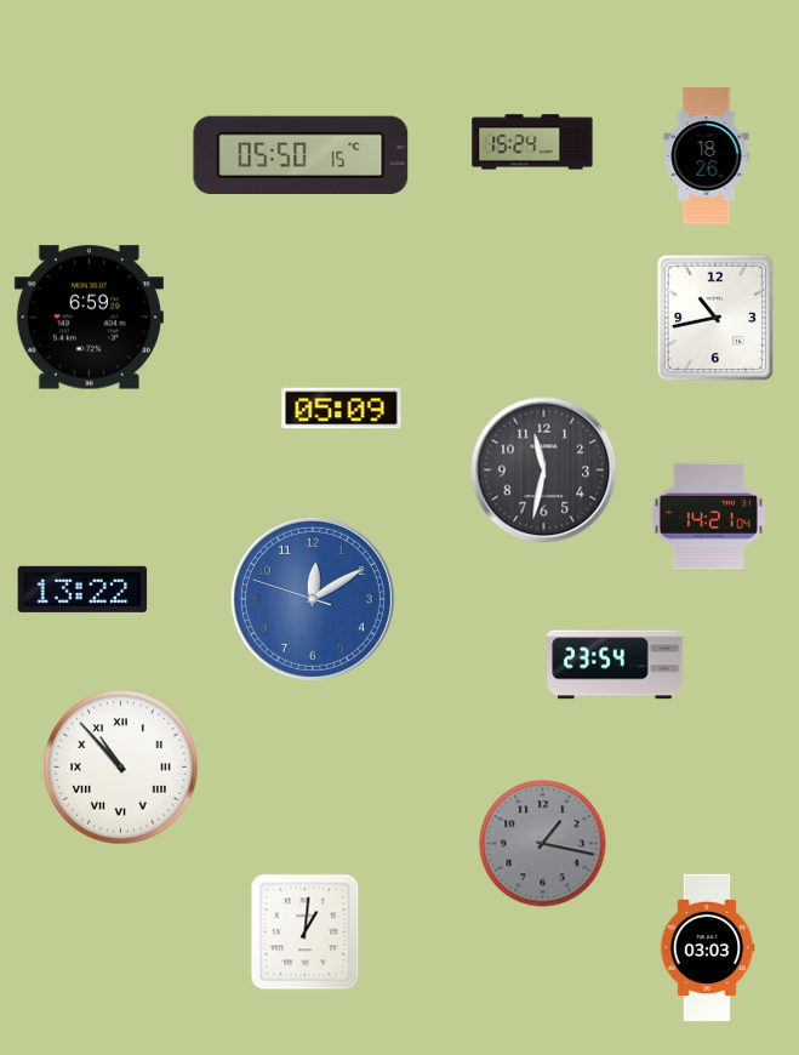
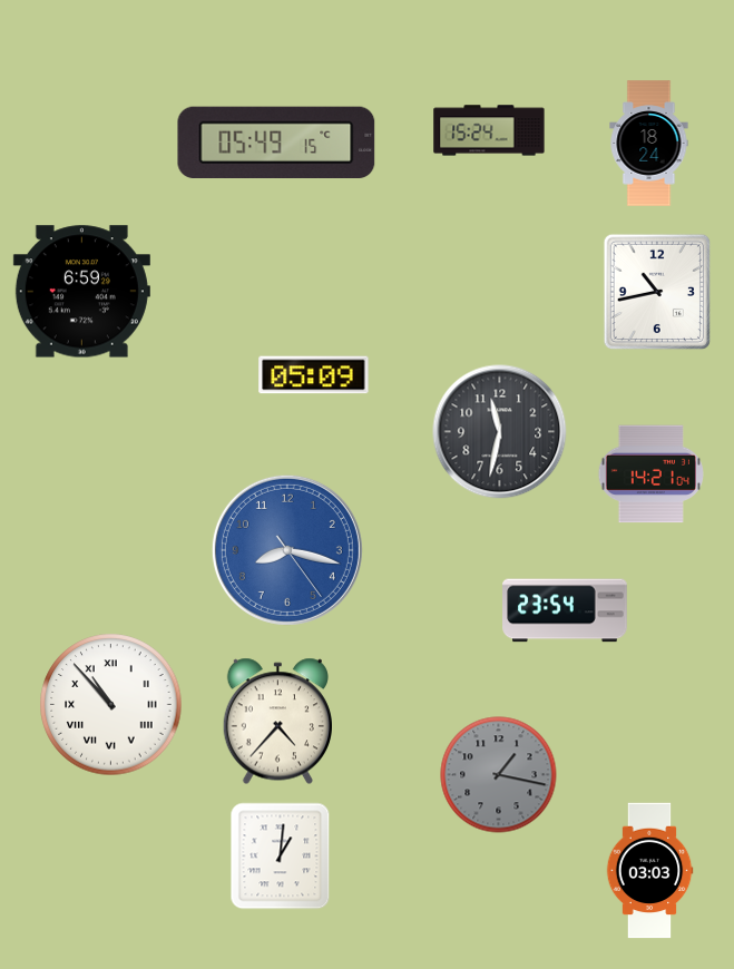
clock at (301, 155): 05:50 -> 05:49
clock at (707, 156): 18:26 -> 18:24
clock at (82, 589): 13:22 -> none
clock at (313, 599): 12:09 -> 8:17
clock at (277, 722): none -> 4:37
